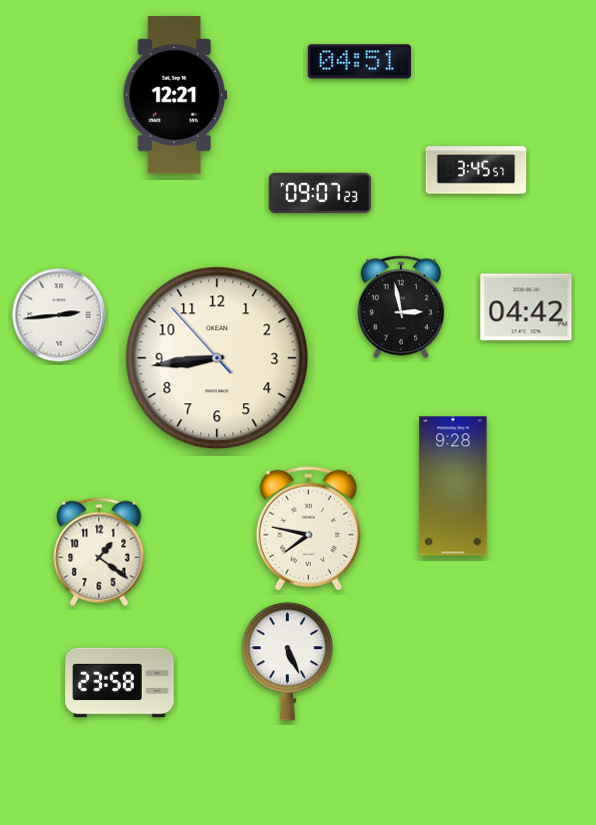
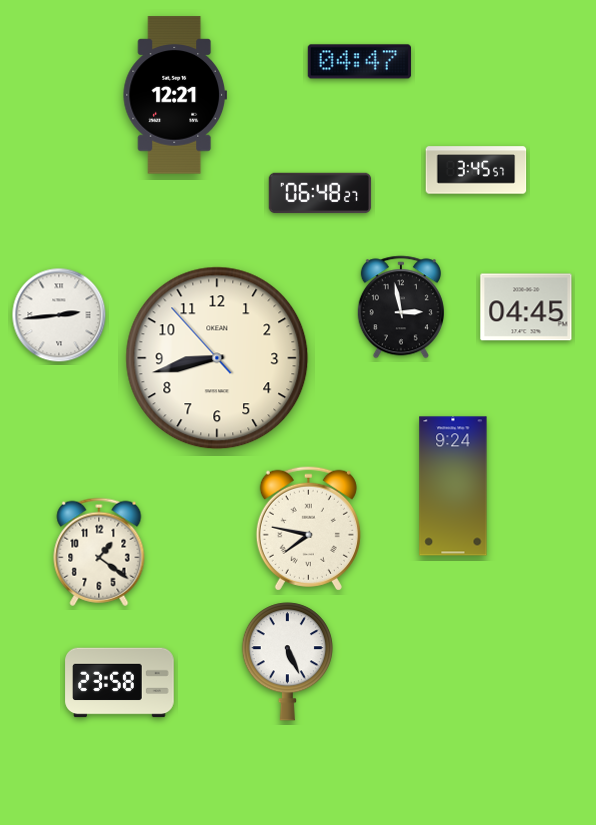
clock at (359, 62): 04:51 -> 04:47
clock at (320, 193): 09:07 -> 06:48
clock at (526, 307): 04:42 -> 04:45
clock at (217, 358): 8:43 -> 8:42
clock at (453, 486): 9:28 -> 9:24
